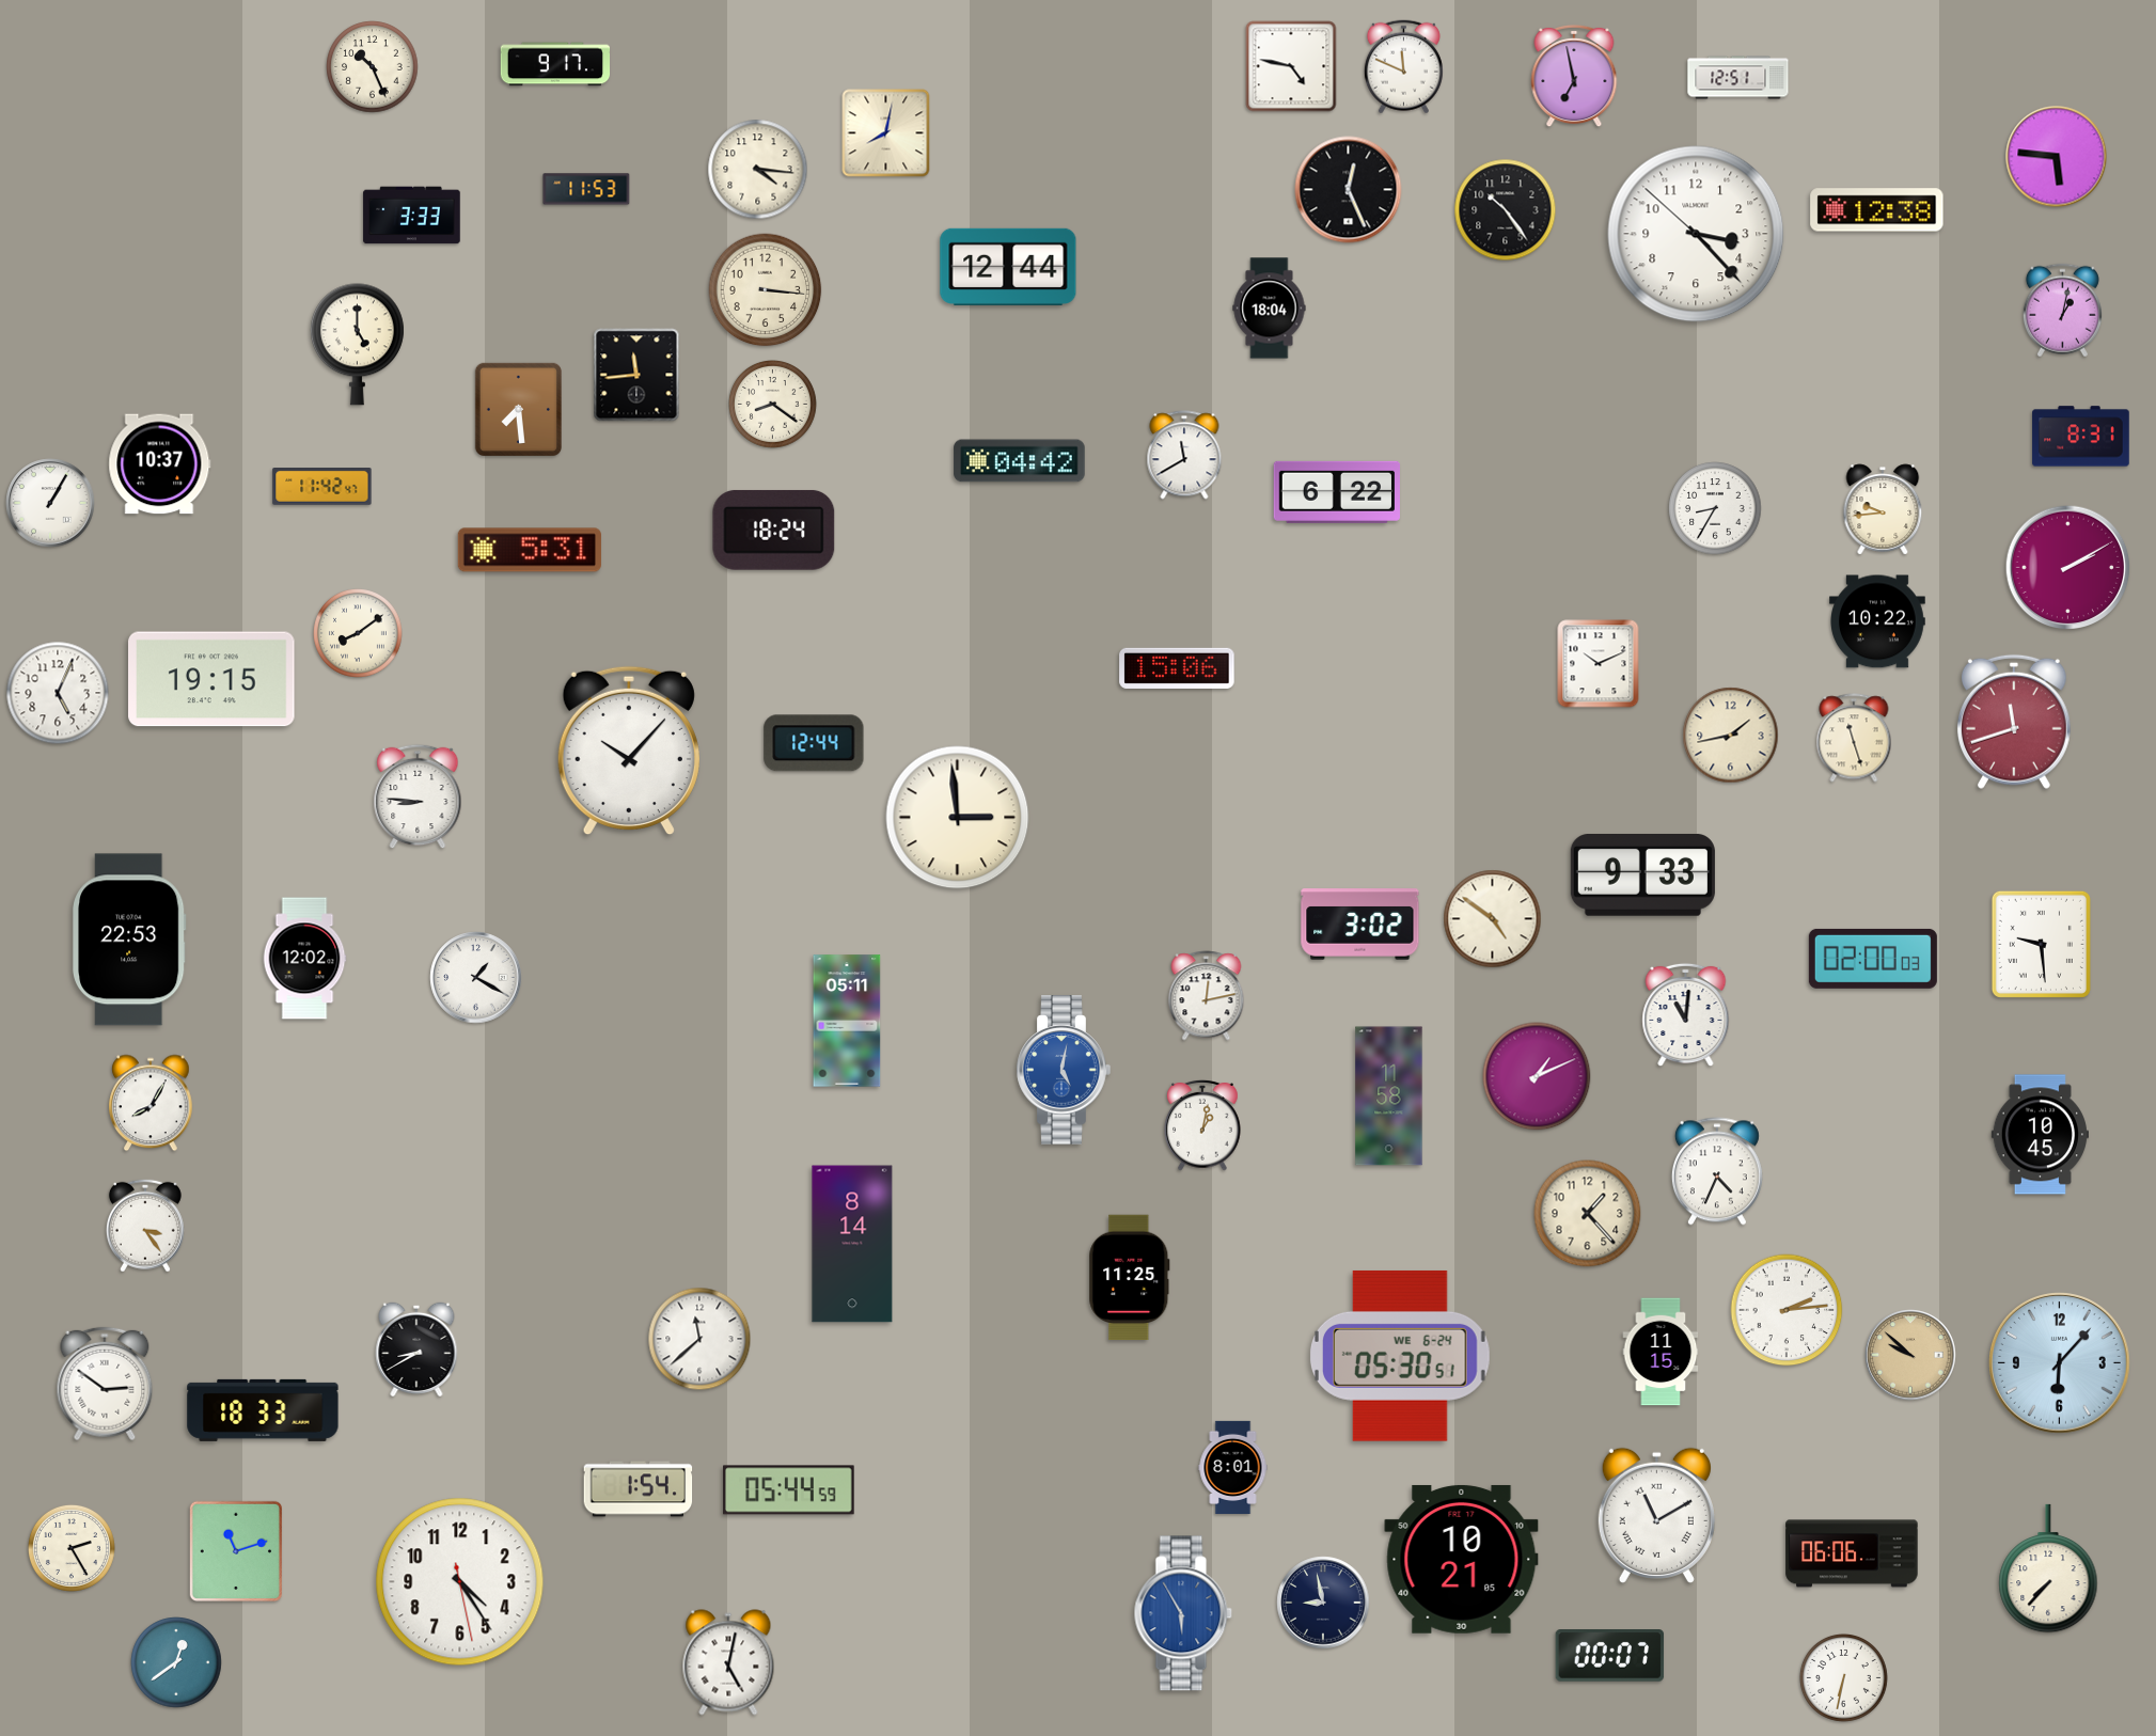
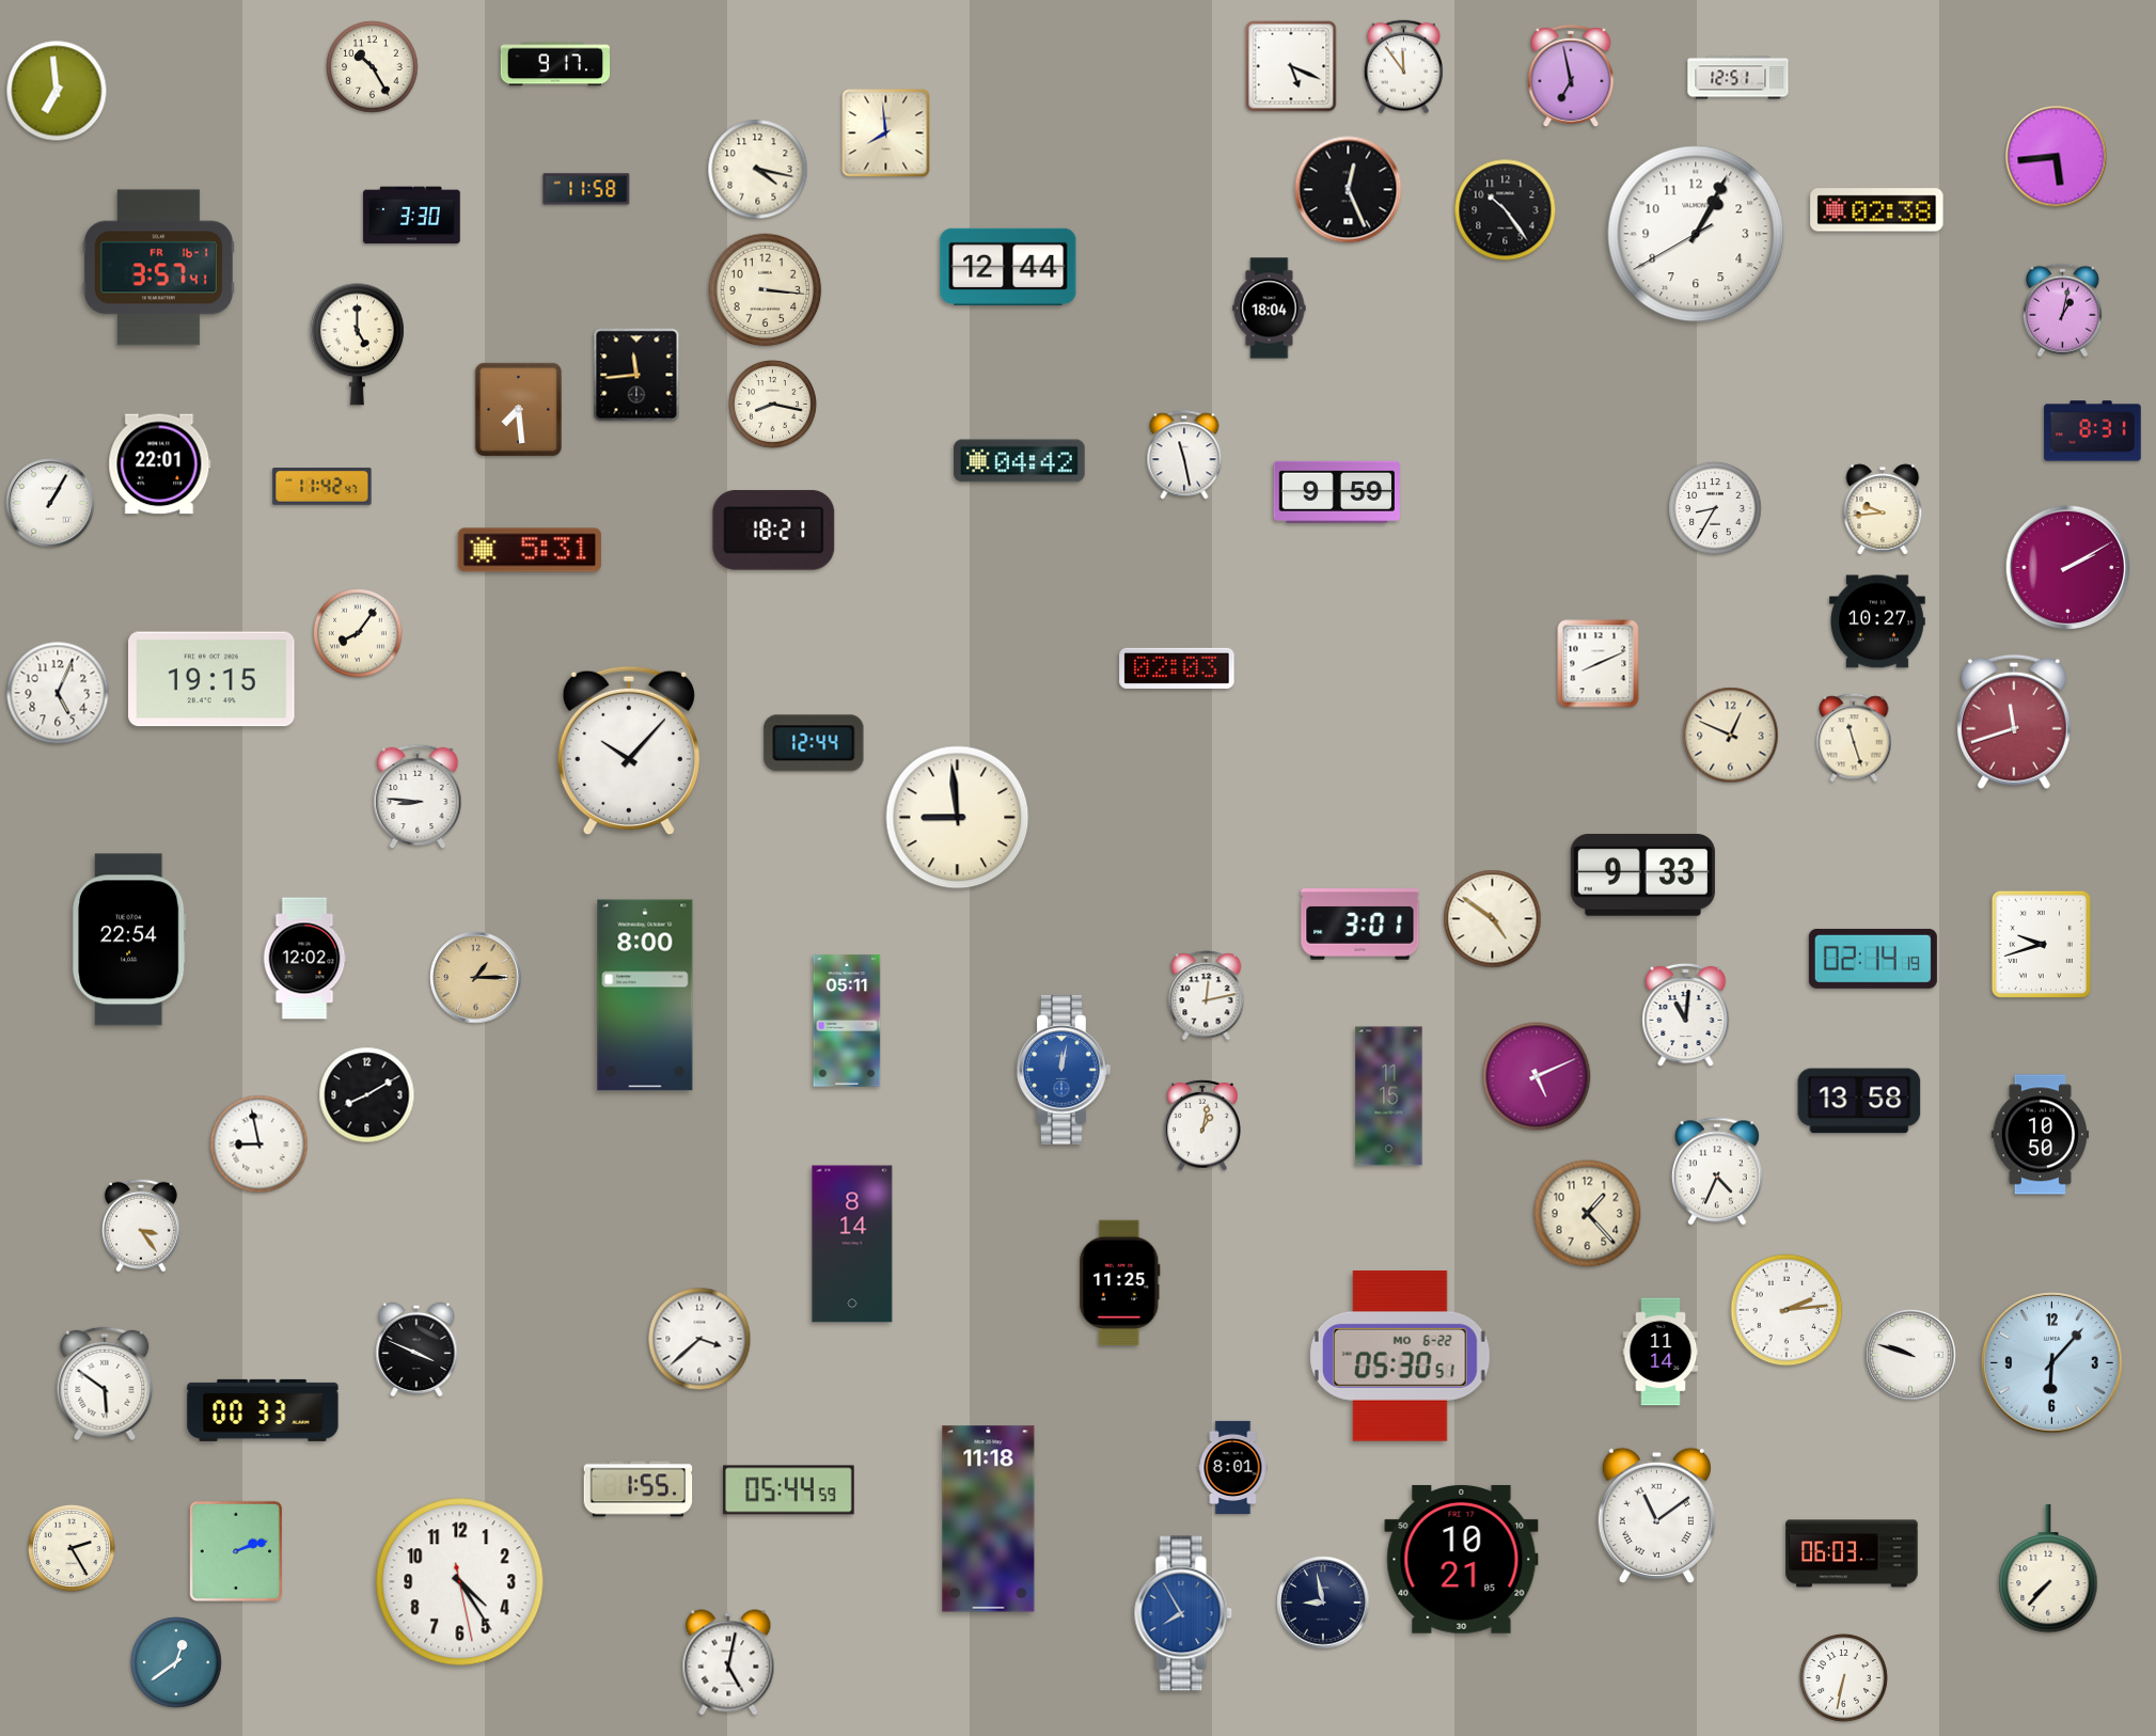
clock at (1291, 66): 4:47 -> 5:19
clock at (373, 67): 10:26 -> 10:25
clock at (1403, 67): 11:49 -> 11:54
clock at (1574, 76) position: (1574, 76) -> (1571, 76)
clock at (57, 91): none -> 6:59
clock at (886, 133): 8:02 -> 7:59
clock at (2057, 157): 5:46 -> 5:44
clock at (758, 170): 4:16 -> 4:17
clock at (586, 189): 11:53 -> 11:58
clock at (1877, 210): 12:38 -> 02:38
clock at (412, 216): 3:33 -> 3:30
clock at (1696, 234): 3:22 -> 1:04
clock at (158, 268): none -> 3:57
clock at (772, 404): 8:21 -> 8:17
clock at (2081, 437) position: (2081, 437) -> (2093, 431)
clock at (1184, 455): 11:40 -> 11:28
clock at (160, 464): 10:37 -> 22:01
clock at (1337, 492): 6:22 -> 9:59
clock at (774, 531): 18:24 -> 18:21
clock at (1877, 621): 10:22 -> 10:27
clock at (359, 634): 8:09 -> 8:06
clock at (1599, 664): 10:11 -> 8:11
clock at (1177, 668): 15:06 -> 02:03
clock at (1731, 736): 1:43 -> 12:49
clock at (958, 818): 2:59 -> 8:59
clock at (1360, 925): 3:02 -> 3:01
clock at (130, 940): 22:53 -> 22:54
clock at (2041, 944): 9:29 -> 9:42
clock at (1873, 959): 02:00 -> 02:14
clock at (476, 978): 1:20 -> 1:15
clock at (476, 978) dial: white -> champagne
clock at (645, 995): none -> 8:00
clock at (1064, 1070): 5:02 -> 12:02
clock at (1537, 1076): 1:11 -> 5:11
clock at (367, 1095): none -> 8:10
clock at (1389, 1096): 11:58 -> 11:15
clock at (1859, 1101): none -> 13:58
clock at (151, 1103): 8:05 -> none
clock at (2040, 1135): 10:45 -> 10:50
clock at (259, 1145): none -> 8:58
clock at (145, 1226) position: (145, 1226) -> (141, 1226)
clock at (1130, 1278) position: (1130, 1278) -> (1120, 1283)
clock at (699, 1339): 11:38 -> 3:38
clock at (416, 1348): 8:40 -> 3:49
clock at (1661, 1352): 11:15 -> 11:14
clock at (1910, 1355): 9:52 -> 9:48
clock at (1910, 1355) dial: champagne -> white
clock at (1400, 1356) date: WE 6-24 -> MO 6-22
clock at (2060, 1363) position: (2060, 1363) -> (2052, 1363)
clock at (105, 1384): 2:51 -> 5:51
clock at (263, 1410): 18:33 -> 00:33
clock at (639, 1489): 1:54 -> 1:55
clock at (1656, 1515): 11:10 -> 11:09
clock at (989, 1519): none -> 11:18
clock at (235, 1550): 11:12 -> 2:12
clock at (1852, 1553): 06:06 -> 06:03
clock at (1183, 1613): 5:55 -> 7:55
clock at (1610, 1656): 00:07 -> none
